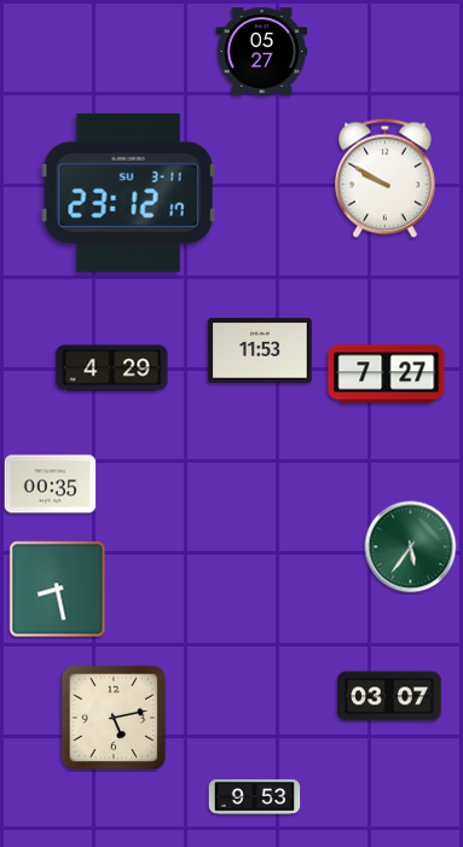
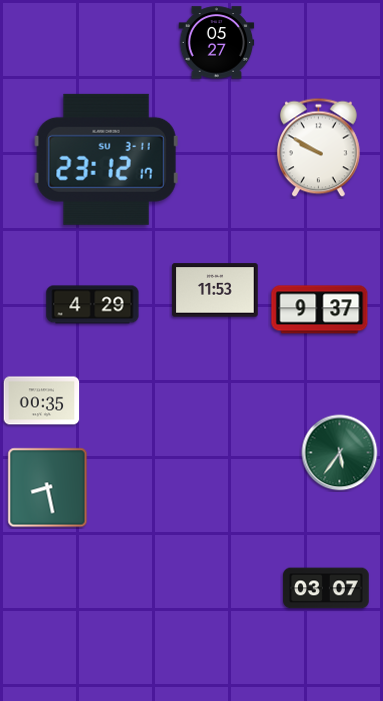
clock at (387, 375): 7:27 -> 9:37
clock at (389, 696) position: (389, 696) -> (326, 588)
clock at (114, 718): 5:13 -> none
clock at (255, 797): 9:53 -> none
